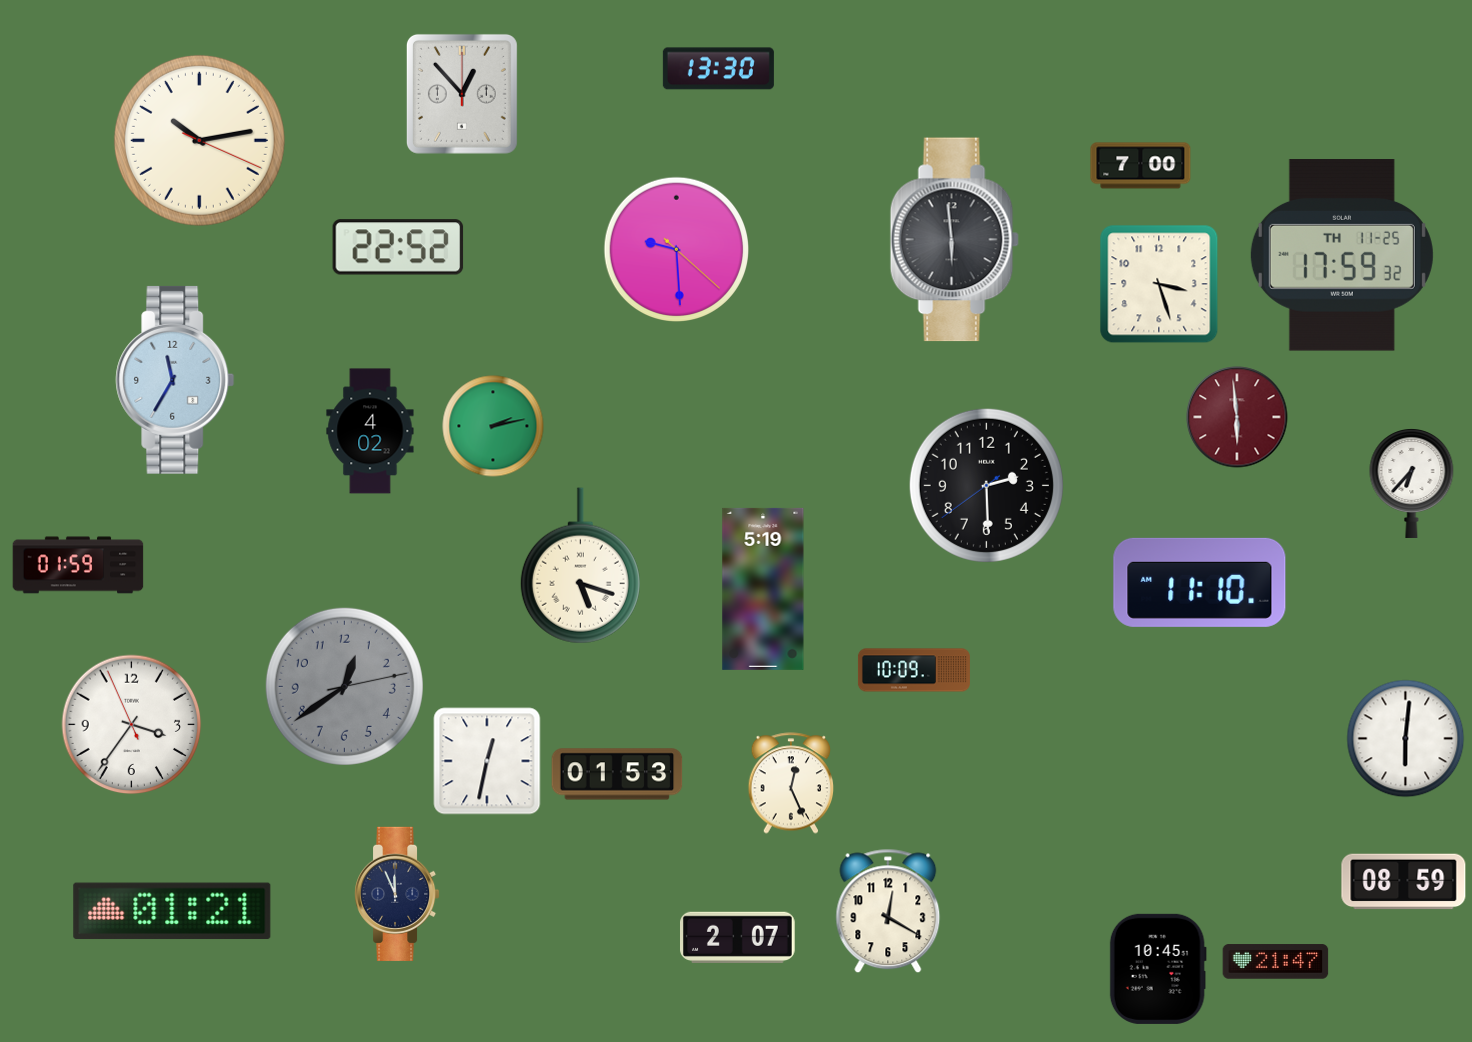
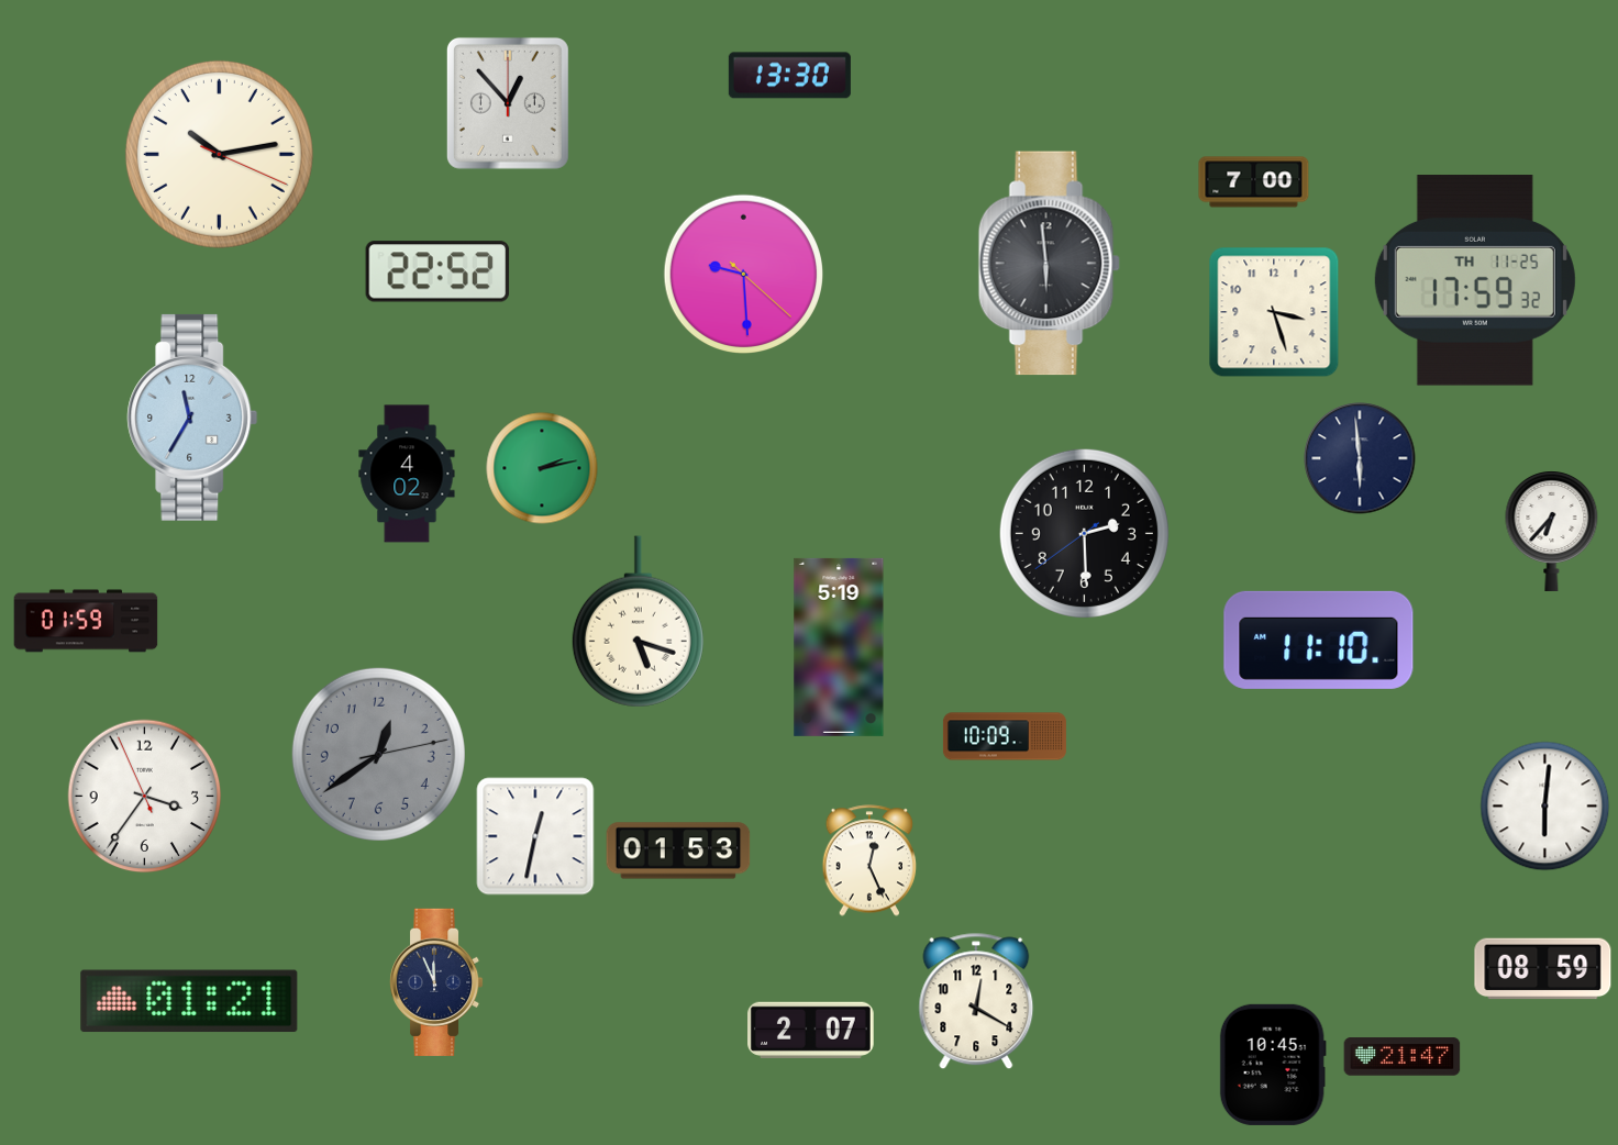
clock at (1237, 417) dial: burgundy -> navy
clock at (1406, 739) position: (1406, 739) -> (1545, 807)
